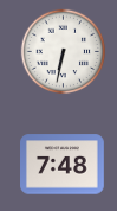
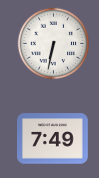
clock at (63, 165): 7:48 -> 7:49
